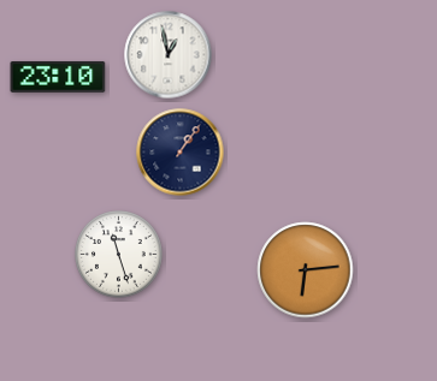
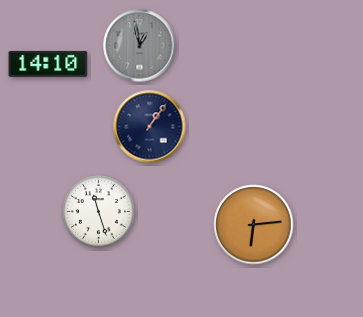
clock at (169, 55) dial: white -> grey
clock at (58, 77): 23:10 -> 14:10
